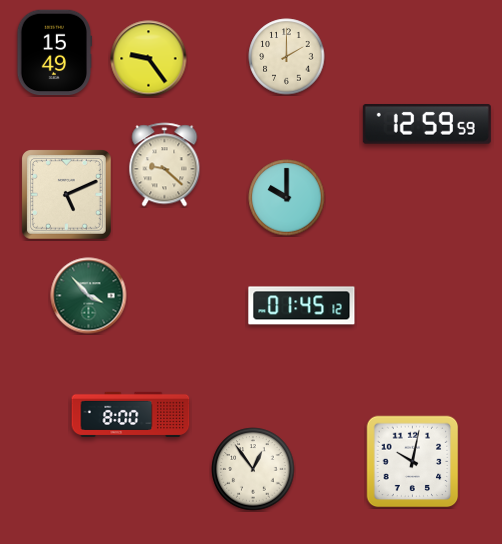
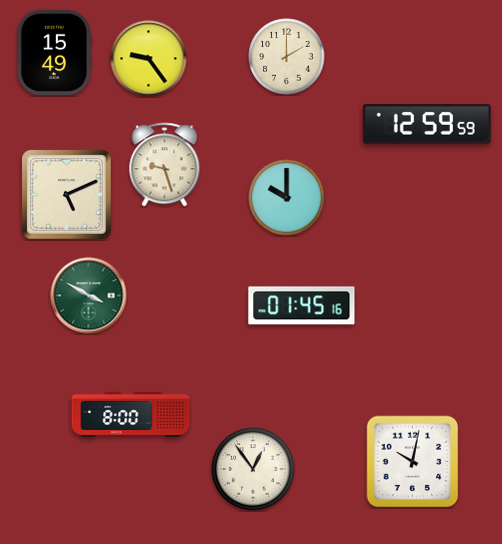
clock at (165, 165): 9:22 -> 9:27
clock at (89, 296): 3:53 -> 3:50
clock at (302, 306): 01:45:12 -> 01:45:16
